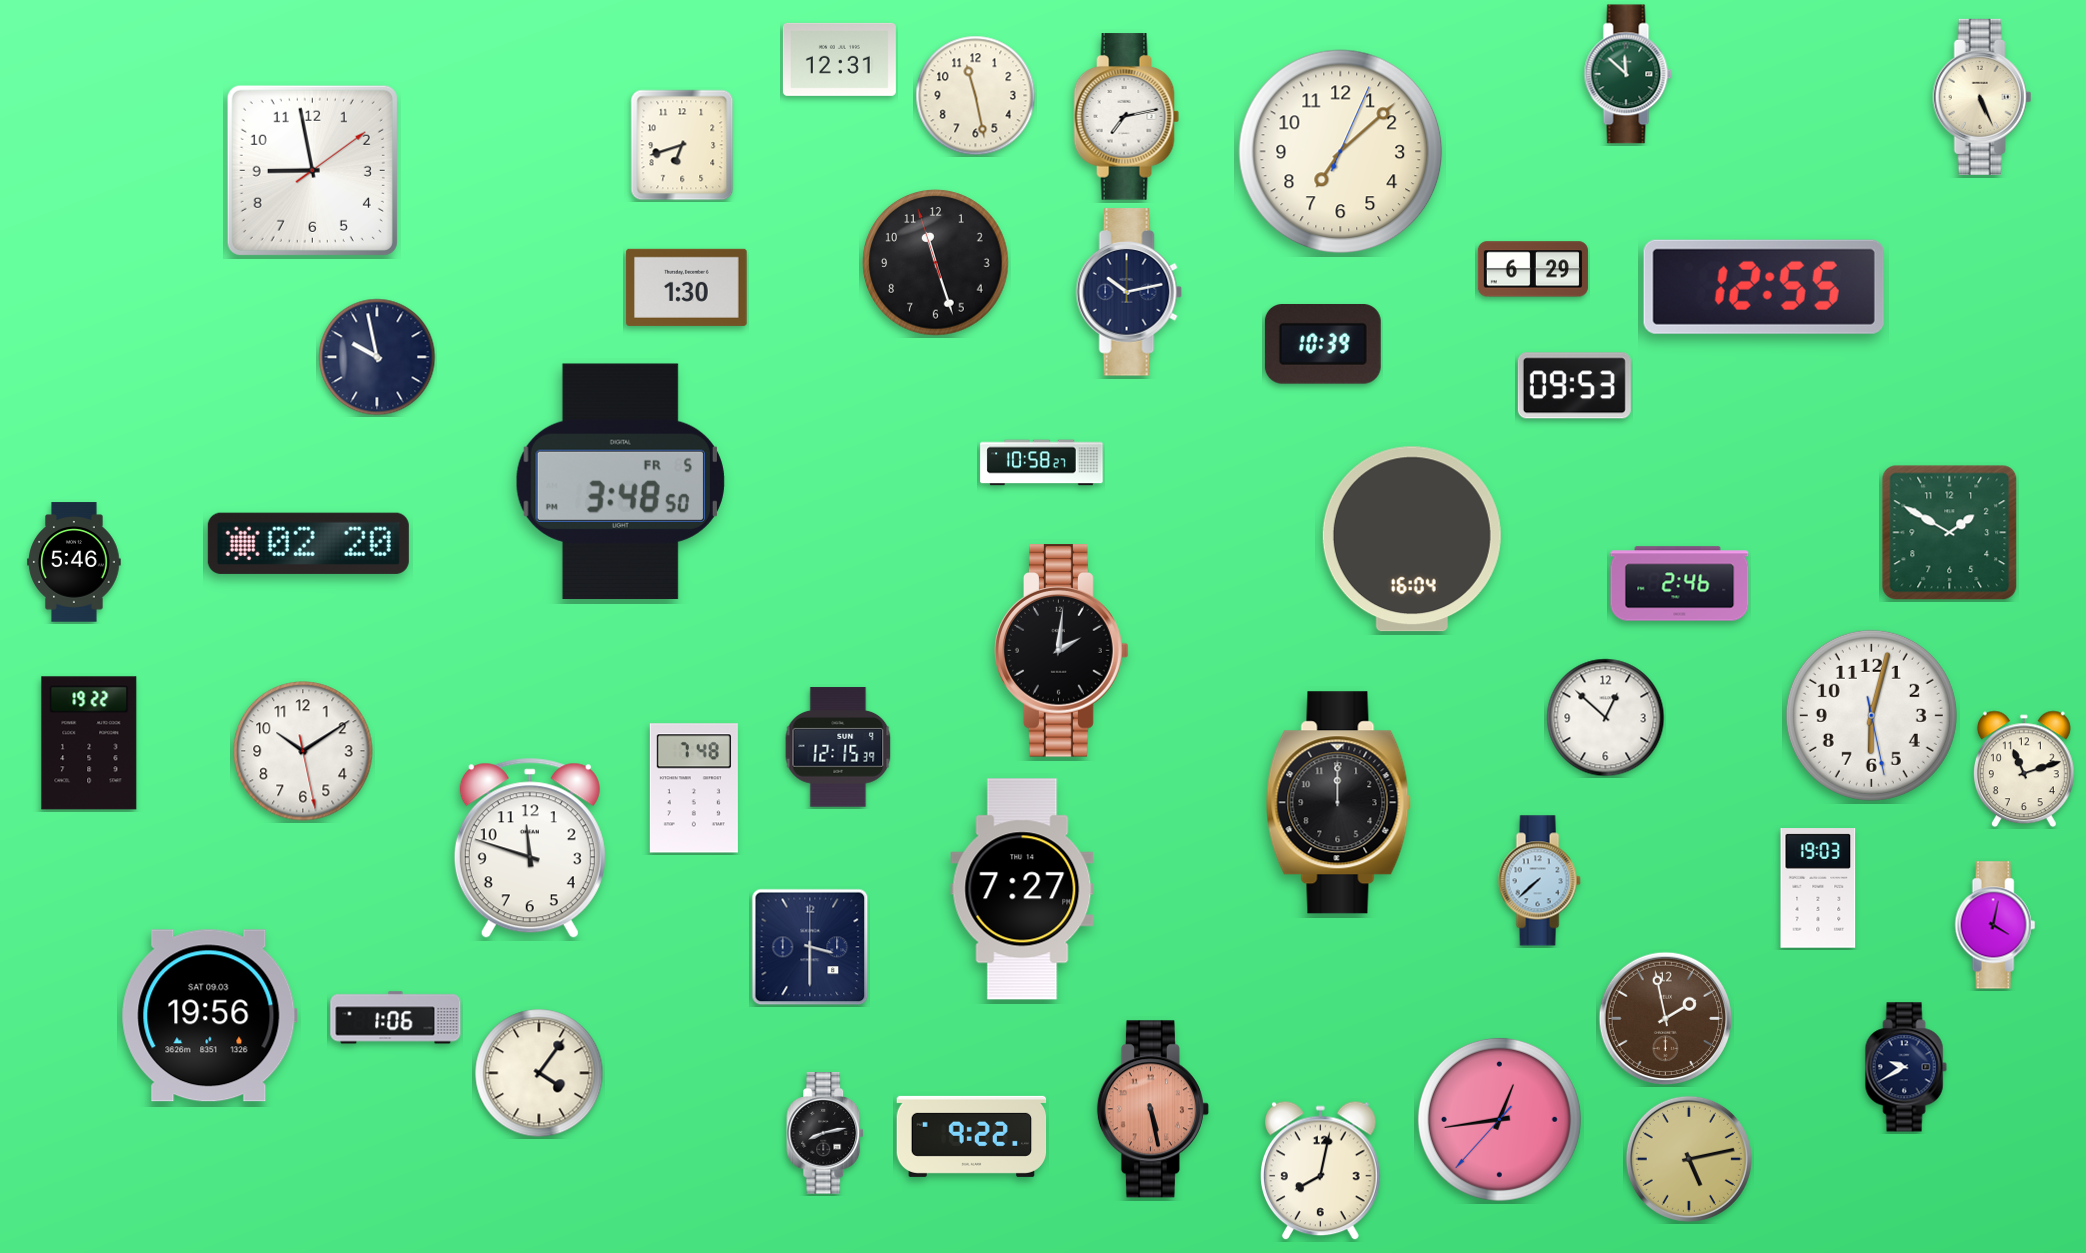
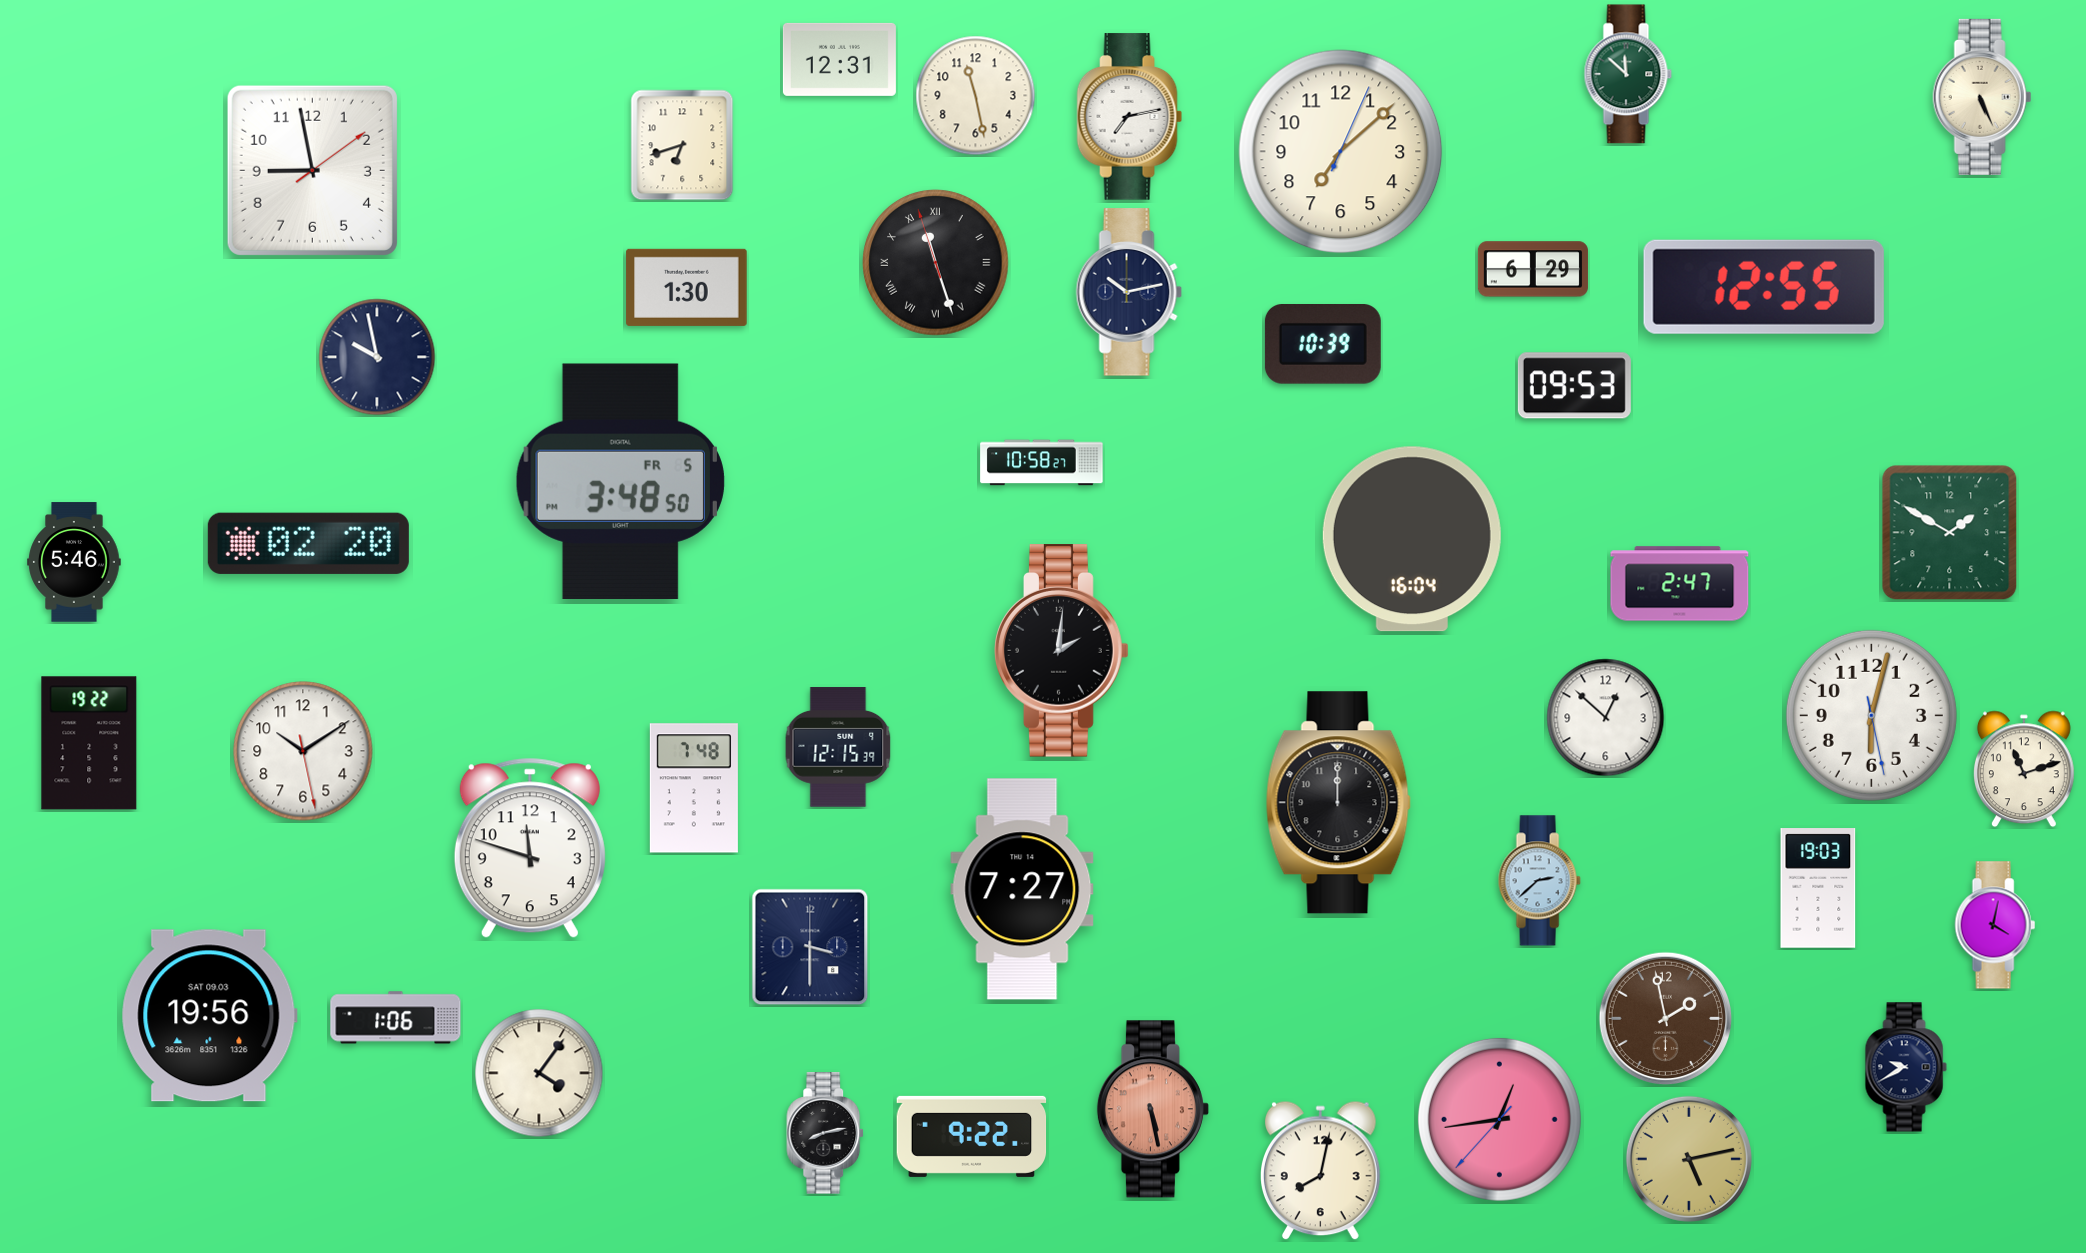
clock at (1127, 117) position: (1127, 117) -> (1130, 117)
clock at (936, 263) numerals: Arabic -> Roman
clock at (1680, 584): 2:46 -> 2:47
clock at (1539, 881): 7:38 -> 2:38
